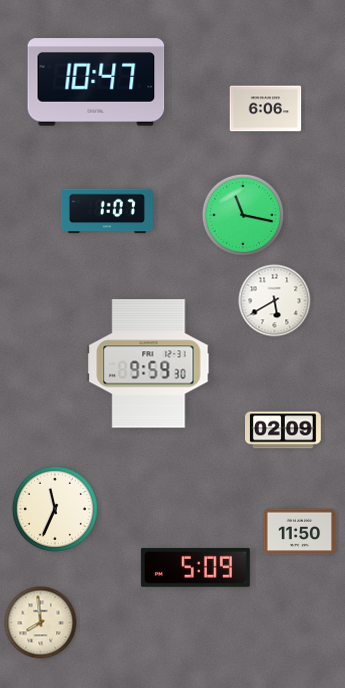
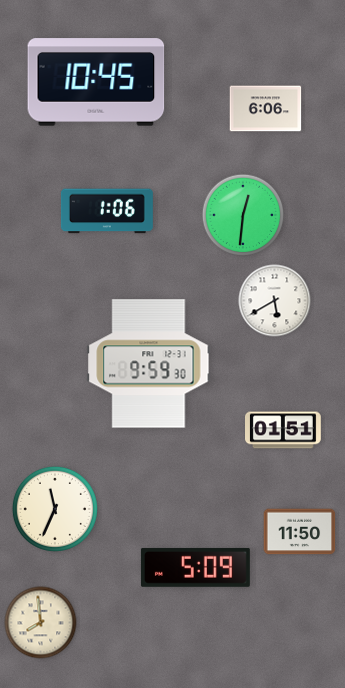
clock at (96, 82): 10:47 -> 10:45
clock at (107, 211): 1:07 -> 1:06
clock at (243, 215): 11:17 -> 12:31
clock at (284, 430): 02:09 -> 01:51
